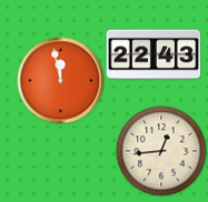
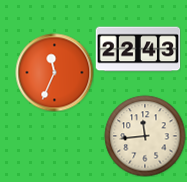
clock at (60, 80): 11:58 -> 11:34
clock at (161, 151): 12:44 -> 11:44
